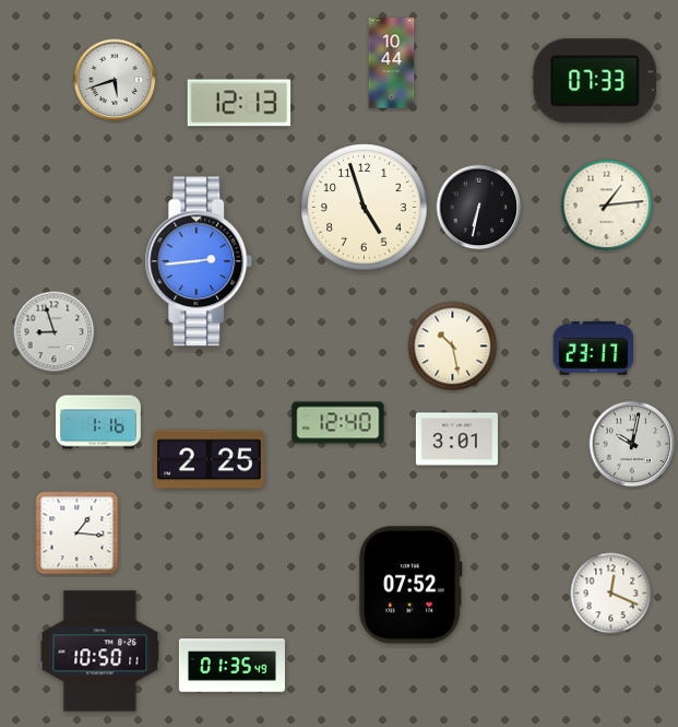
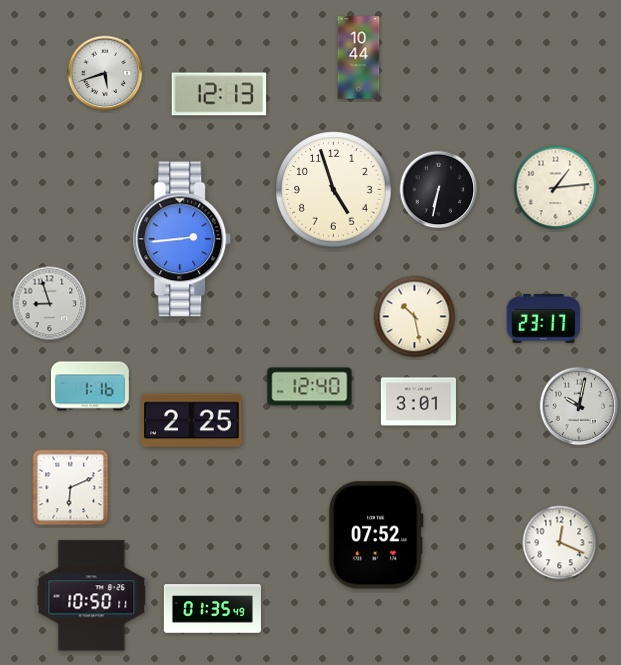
clock at (595, 81): 07:33 -> none
clock at (78, 533): 1:16 -> 6:11
